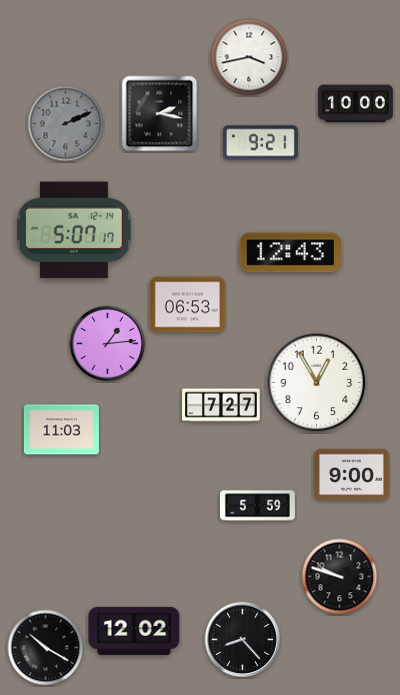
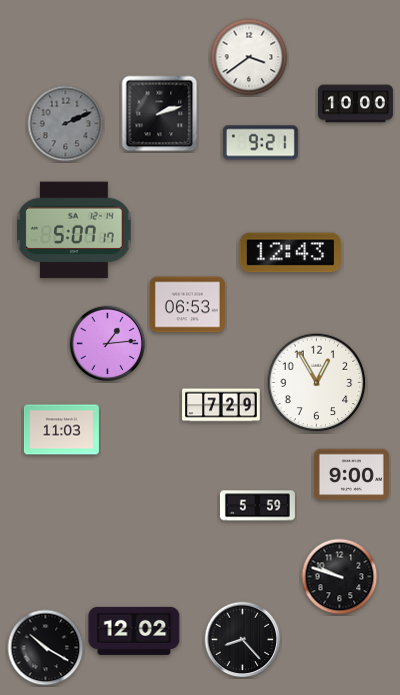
clock at (249, 57): 3:43 -> 3:39
clock at (160, 114): 2:17 -> 2:12
clock at (221, 405): 7:27 -> 7:29
